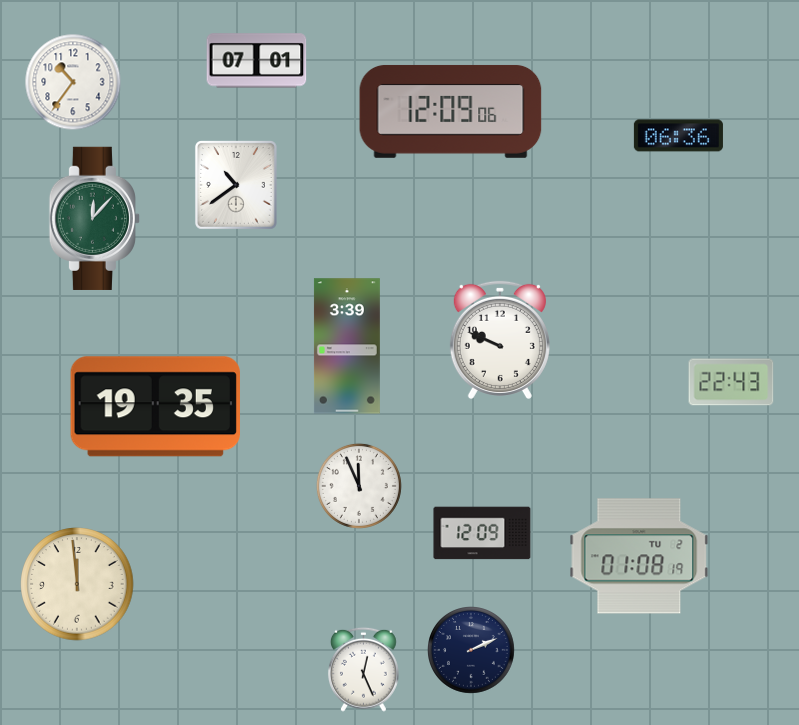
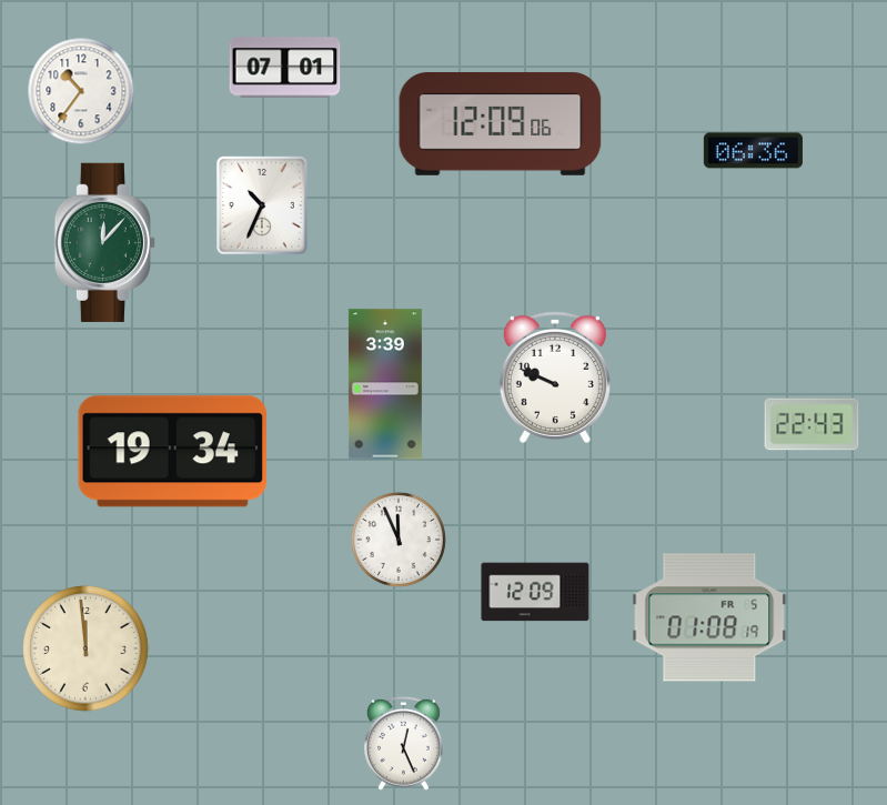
clock at (236, 186): 10:39 -> 10:34
clock at (155, 407): 19:35 -> 19:34
clock at (639, 556) date: TU 2 -> FR 5
clock at (472, 651): 2:11 -> none
